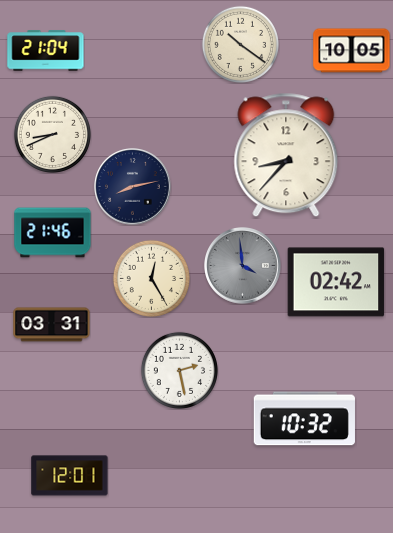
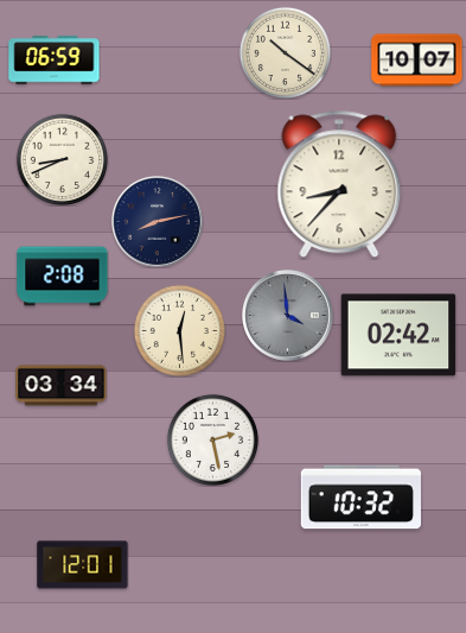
clock at (46, 51): 21:04 -> 06:59
clock at (352, 51): 10:05 -> 10:07
clock at (53, 233): 21:46 -> 2:08
clock at (151, 278): 12:25 -> 12:29
clock at (52, 325): 03:31 -> 03:34
